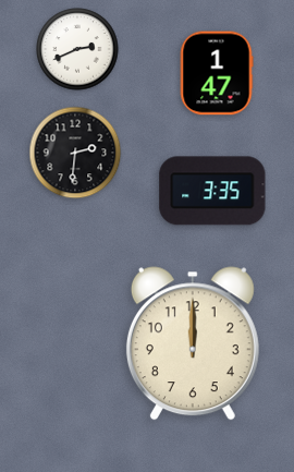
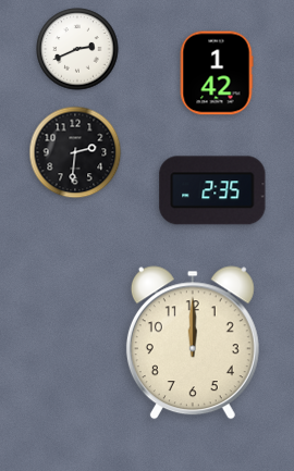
clock at (217, 73): 1:47 -> 1:42
clock at (212, 191): 3:35 -> 2:35
